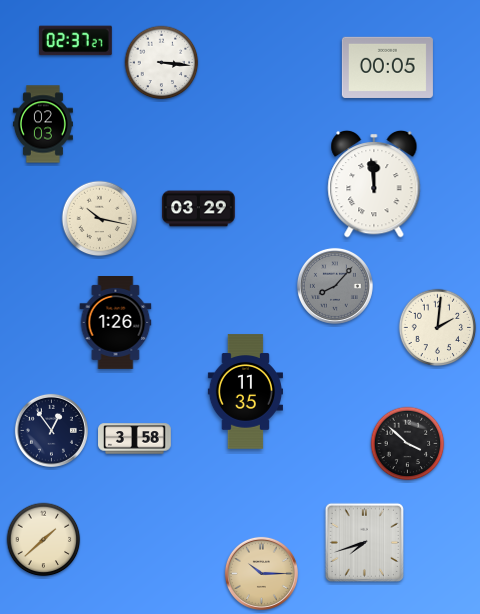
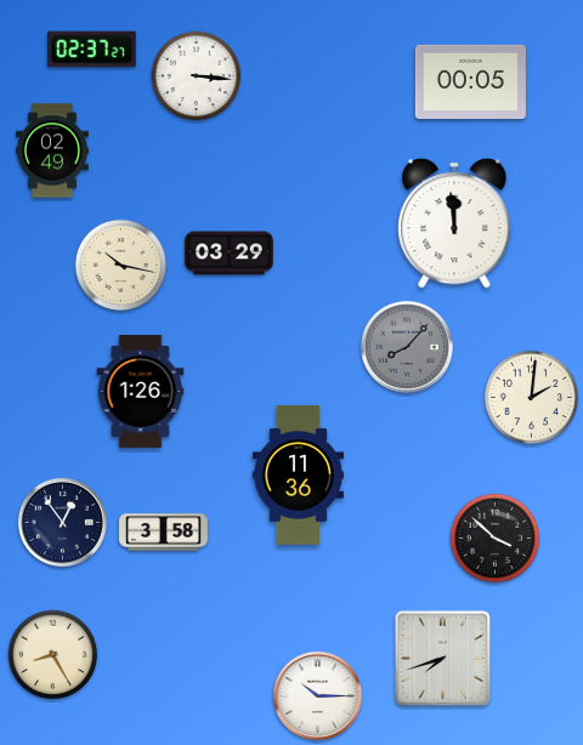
clock at (43, 124): 02:03 -> 02:49
clock at (199, 209) position: (199, 209) -> (230, 254)
clock at (245, 392): 11:35 -> 11:36
clock at (44, 540): 1:38 -> 8:25
clock at (261, 573) dial: champagne -> white
